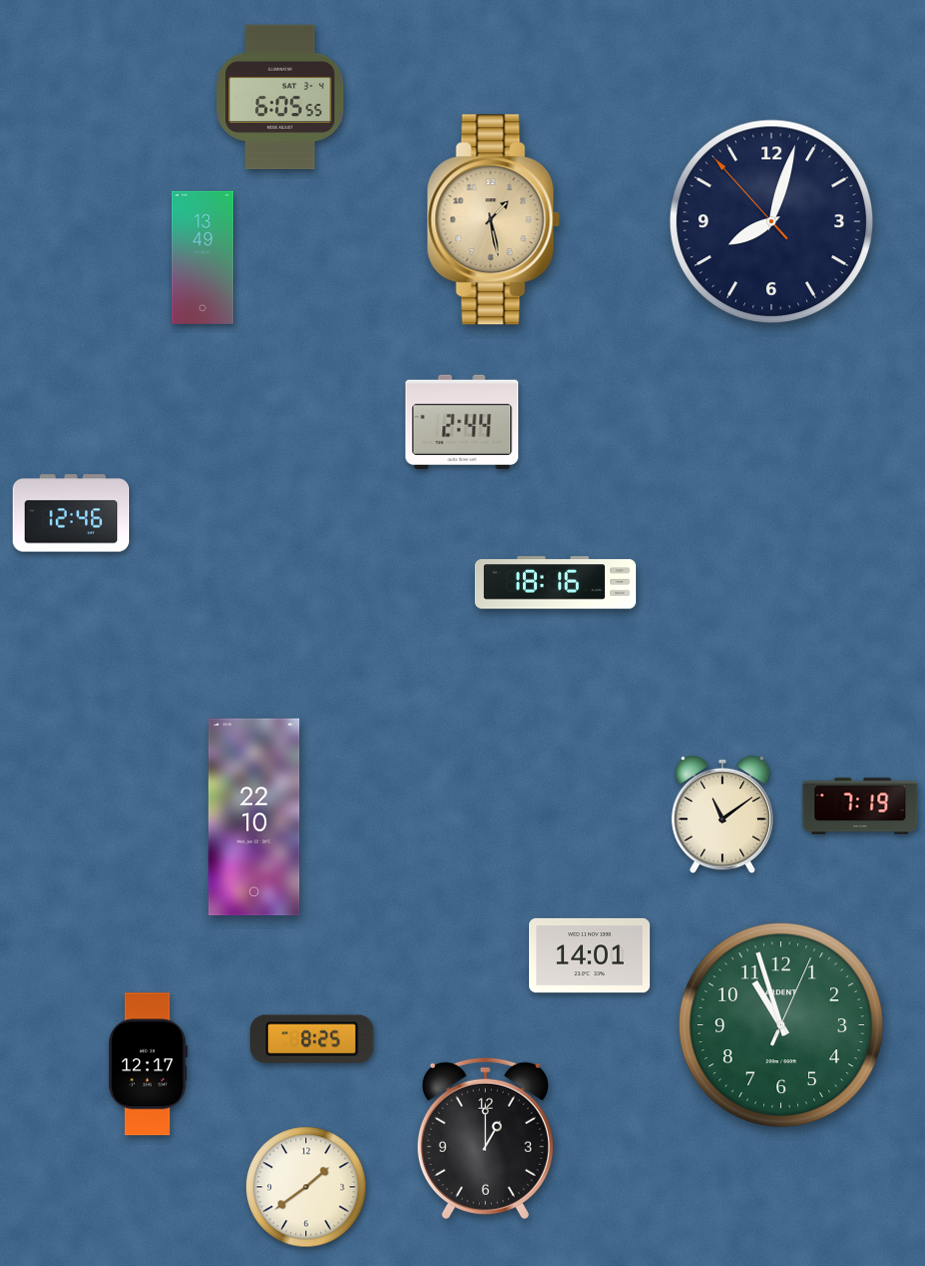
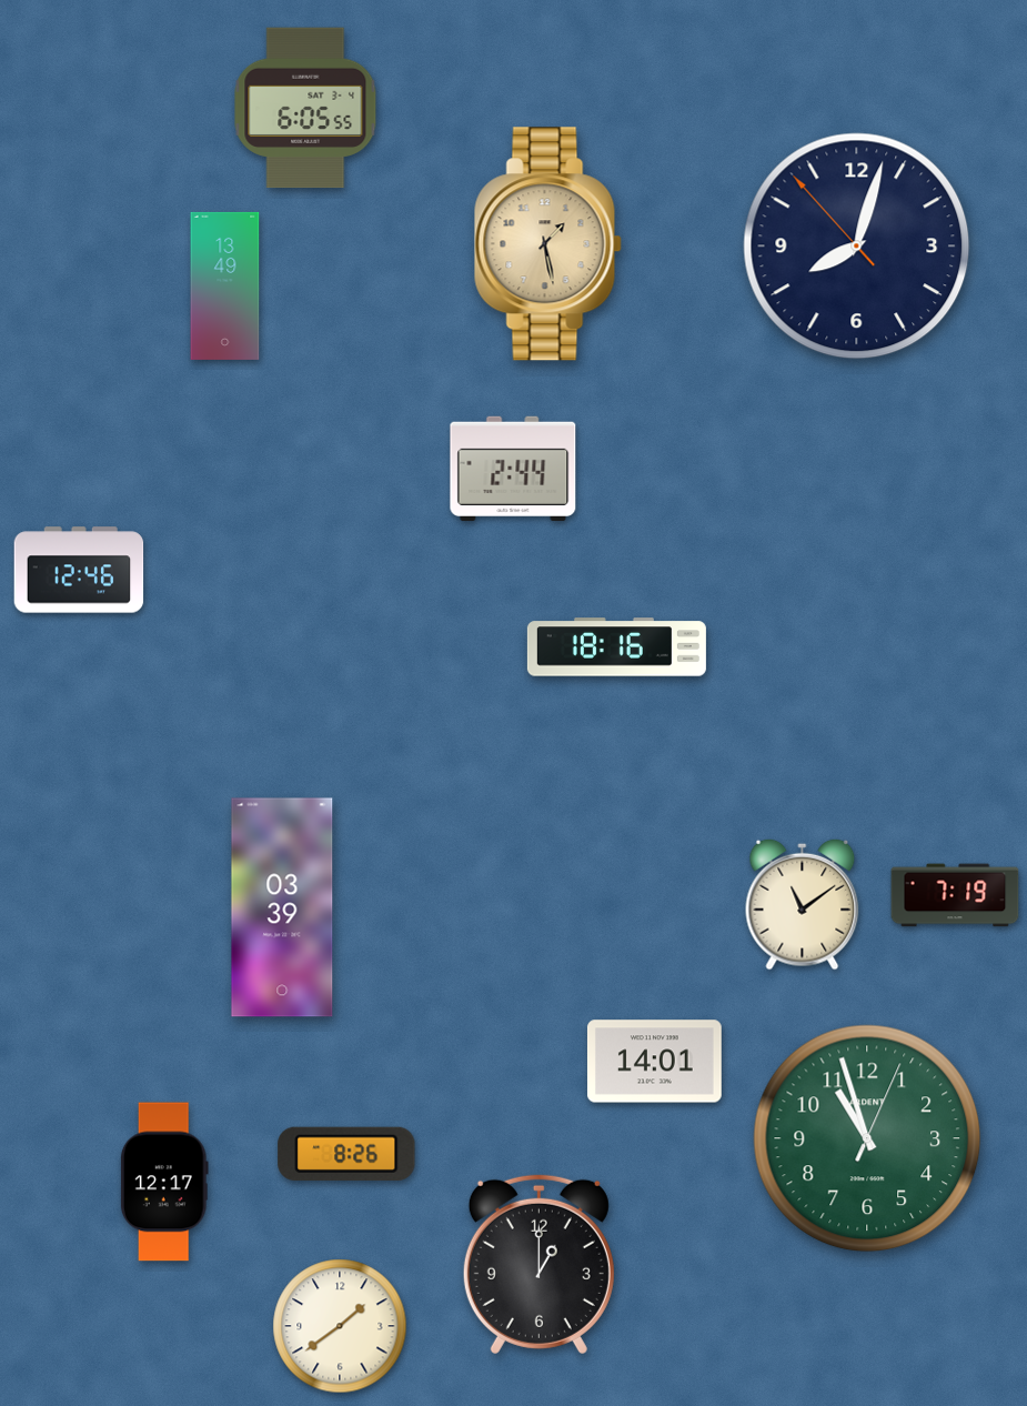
clock at (280, 97) position: (280, 97) -> (305, 108)
clock at (254, 817): 22:10 -> 03:39
clock at (312, 1039): 8:25 -> 8:26
clock at (306, 1187) position: (306, 1187) -> (340, 1326)
